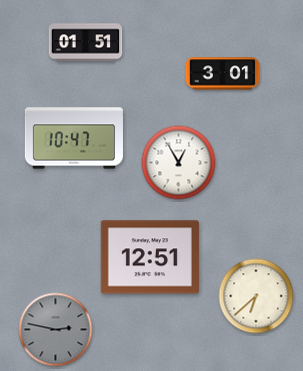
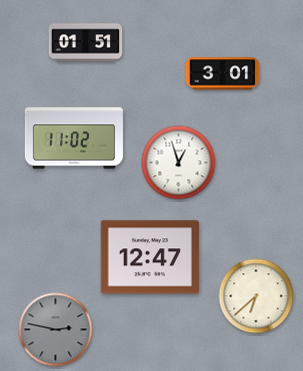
clock at (74, 138): 10:47 -> 11:02
clock at (179, 163): 12:55 -> 12:57
clock at (150, 257): 12:51 -> 12:47
